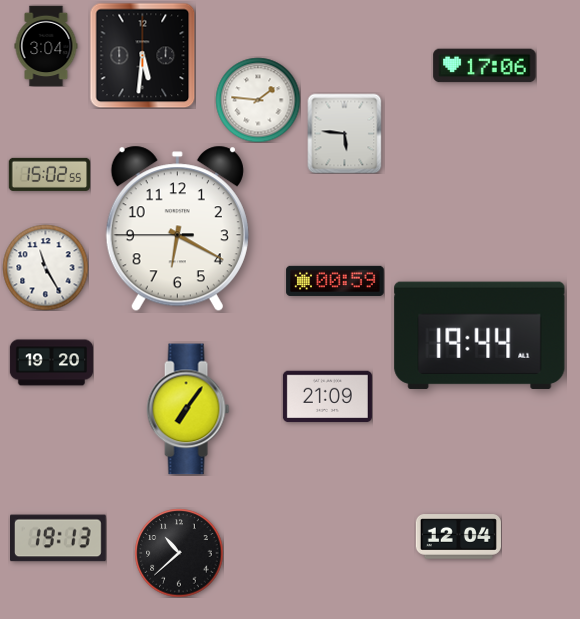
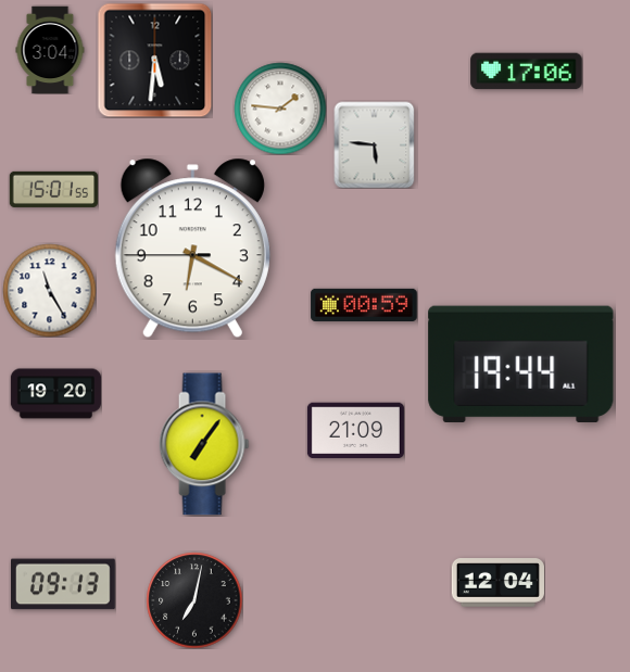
clock at (49, 174): 15:02 -> 15:01
clock at (59, 538): 19:13 -> 09:13
clock at (179, 553): 10:38 -> 7:02
